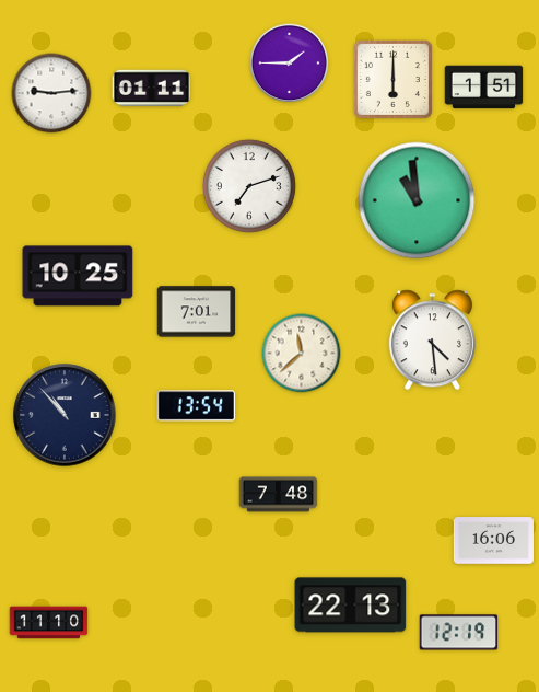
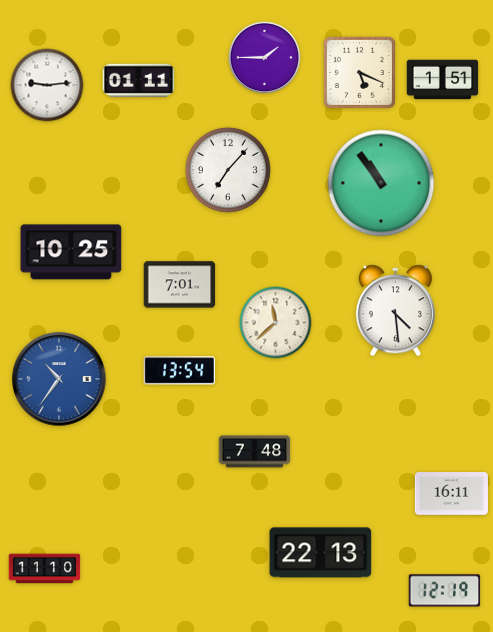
clock at (392, 79): 6:00 -> 5:19
clock at (249, 186): 7:12 -> 7:07
clock at (417, 200): 10:59 -> 10:54
clock at (65, 415): 10:53 -> 10:36
clock at (65, 415) dial: navy -> blue
clock at (493, 541): 16:06 -> 16:11
clock at (459, 633) position: (459, 633) -> (445, 591)
